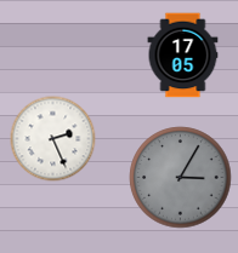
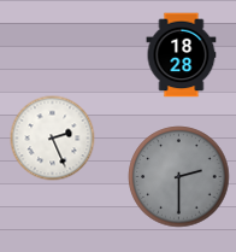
clock at (183, 56): 17:05 -> 18:28
clock at (181, 178): 3:05 -> 2:30
